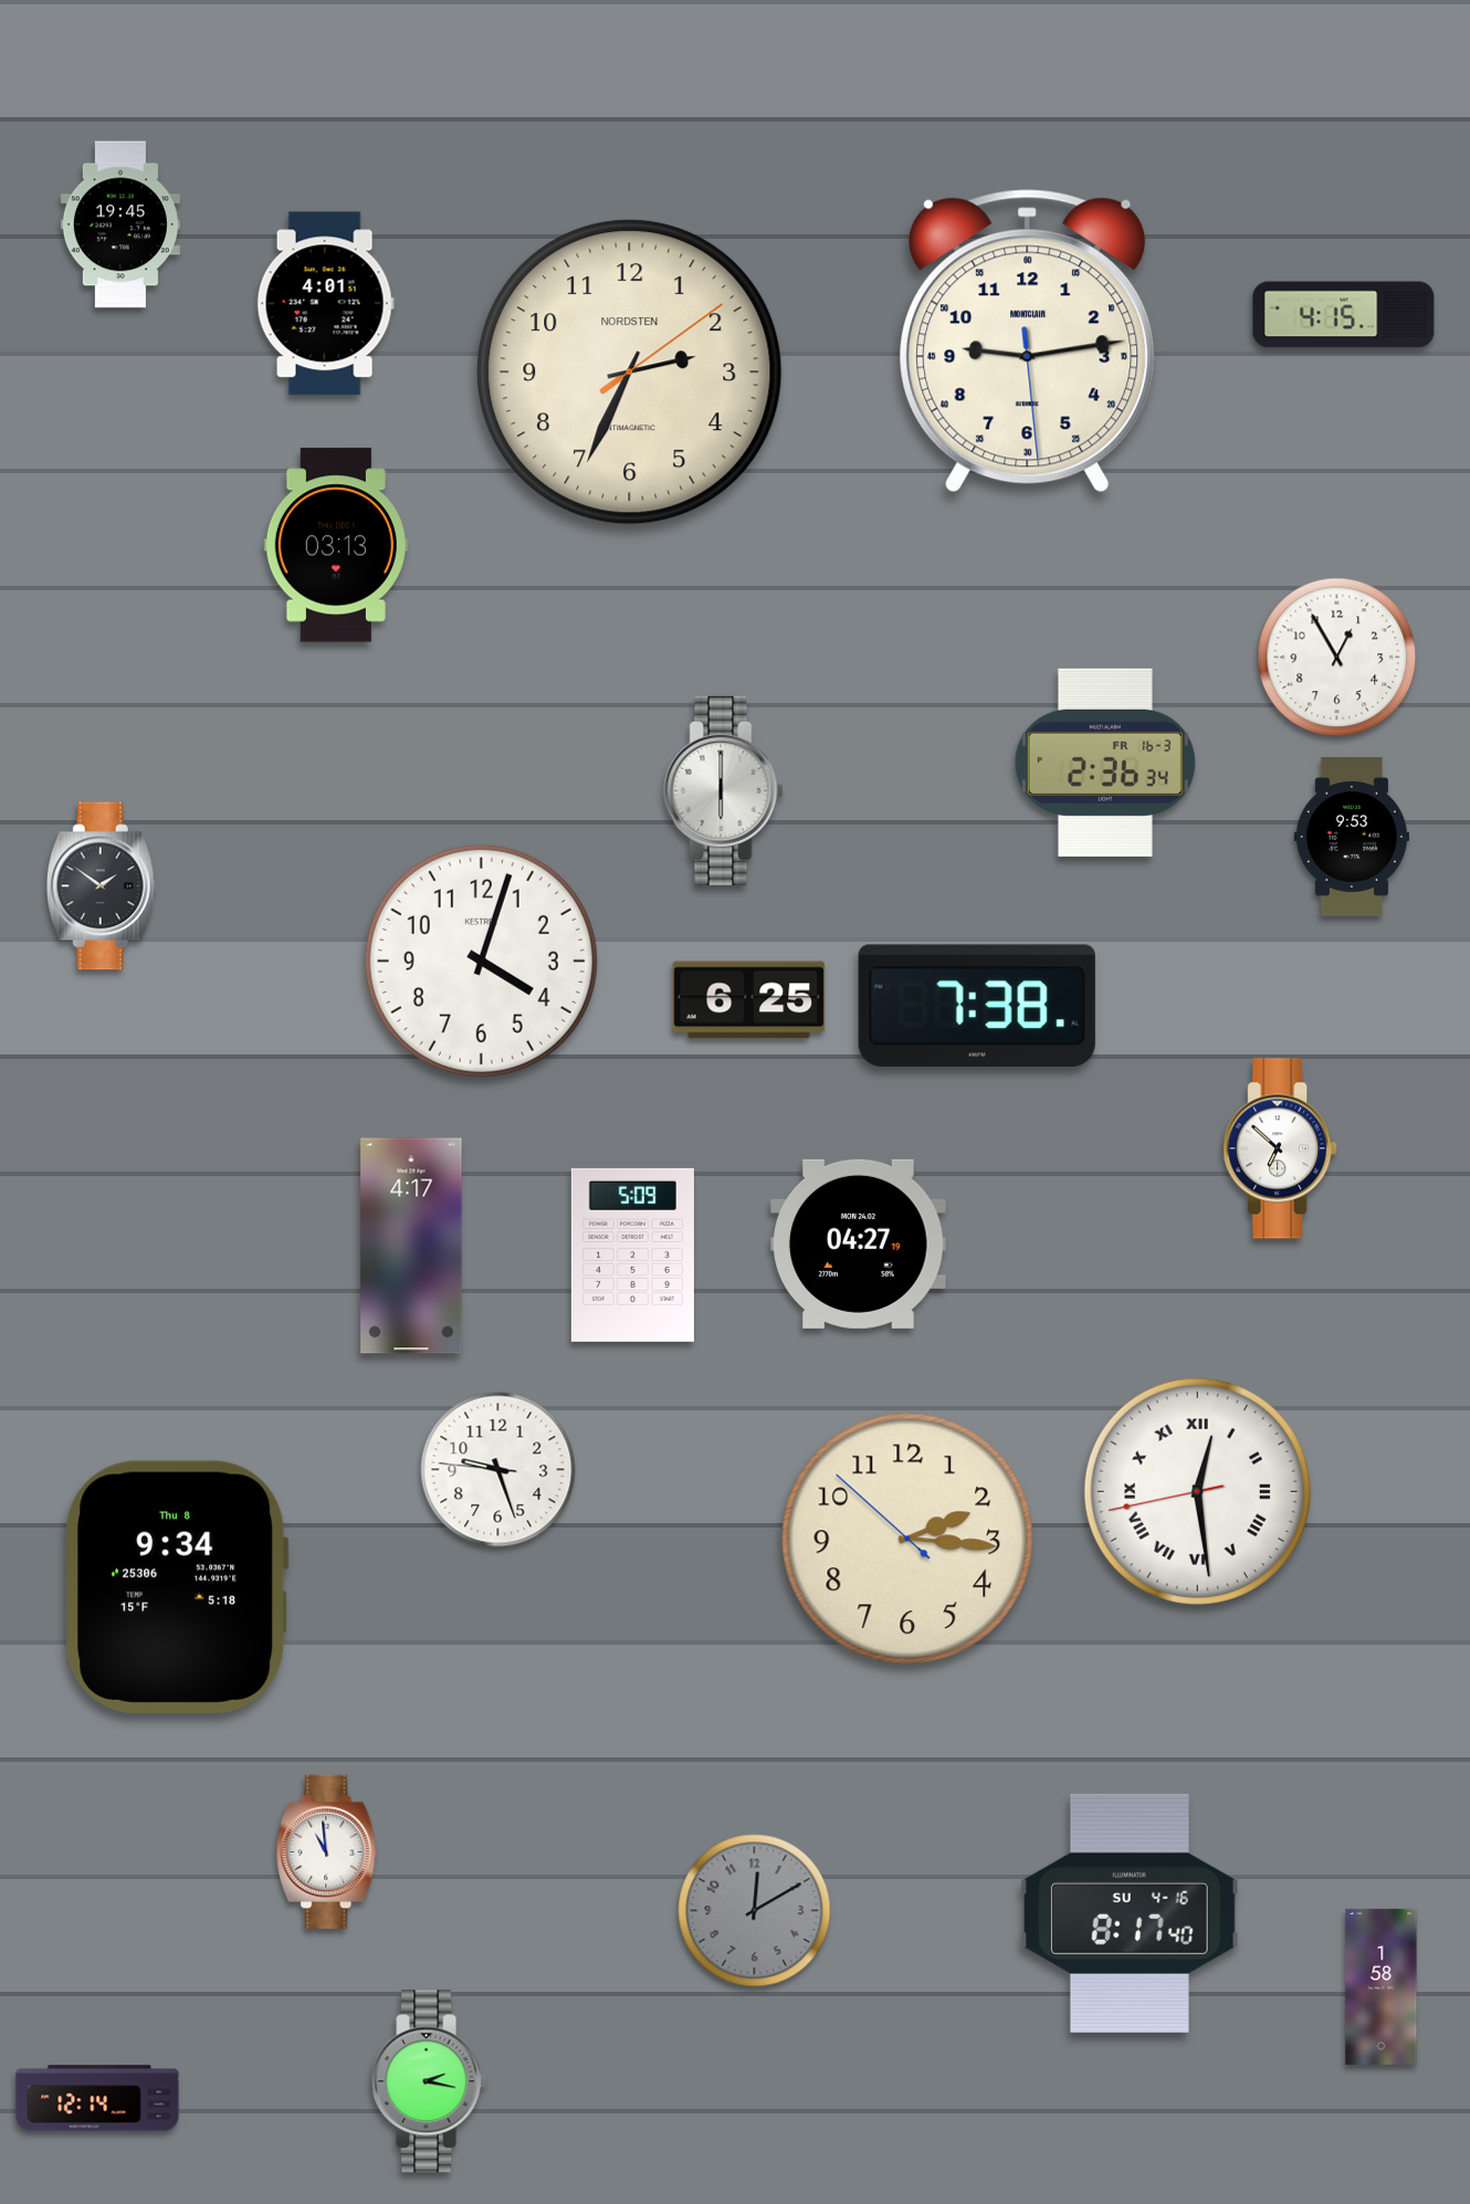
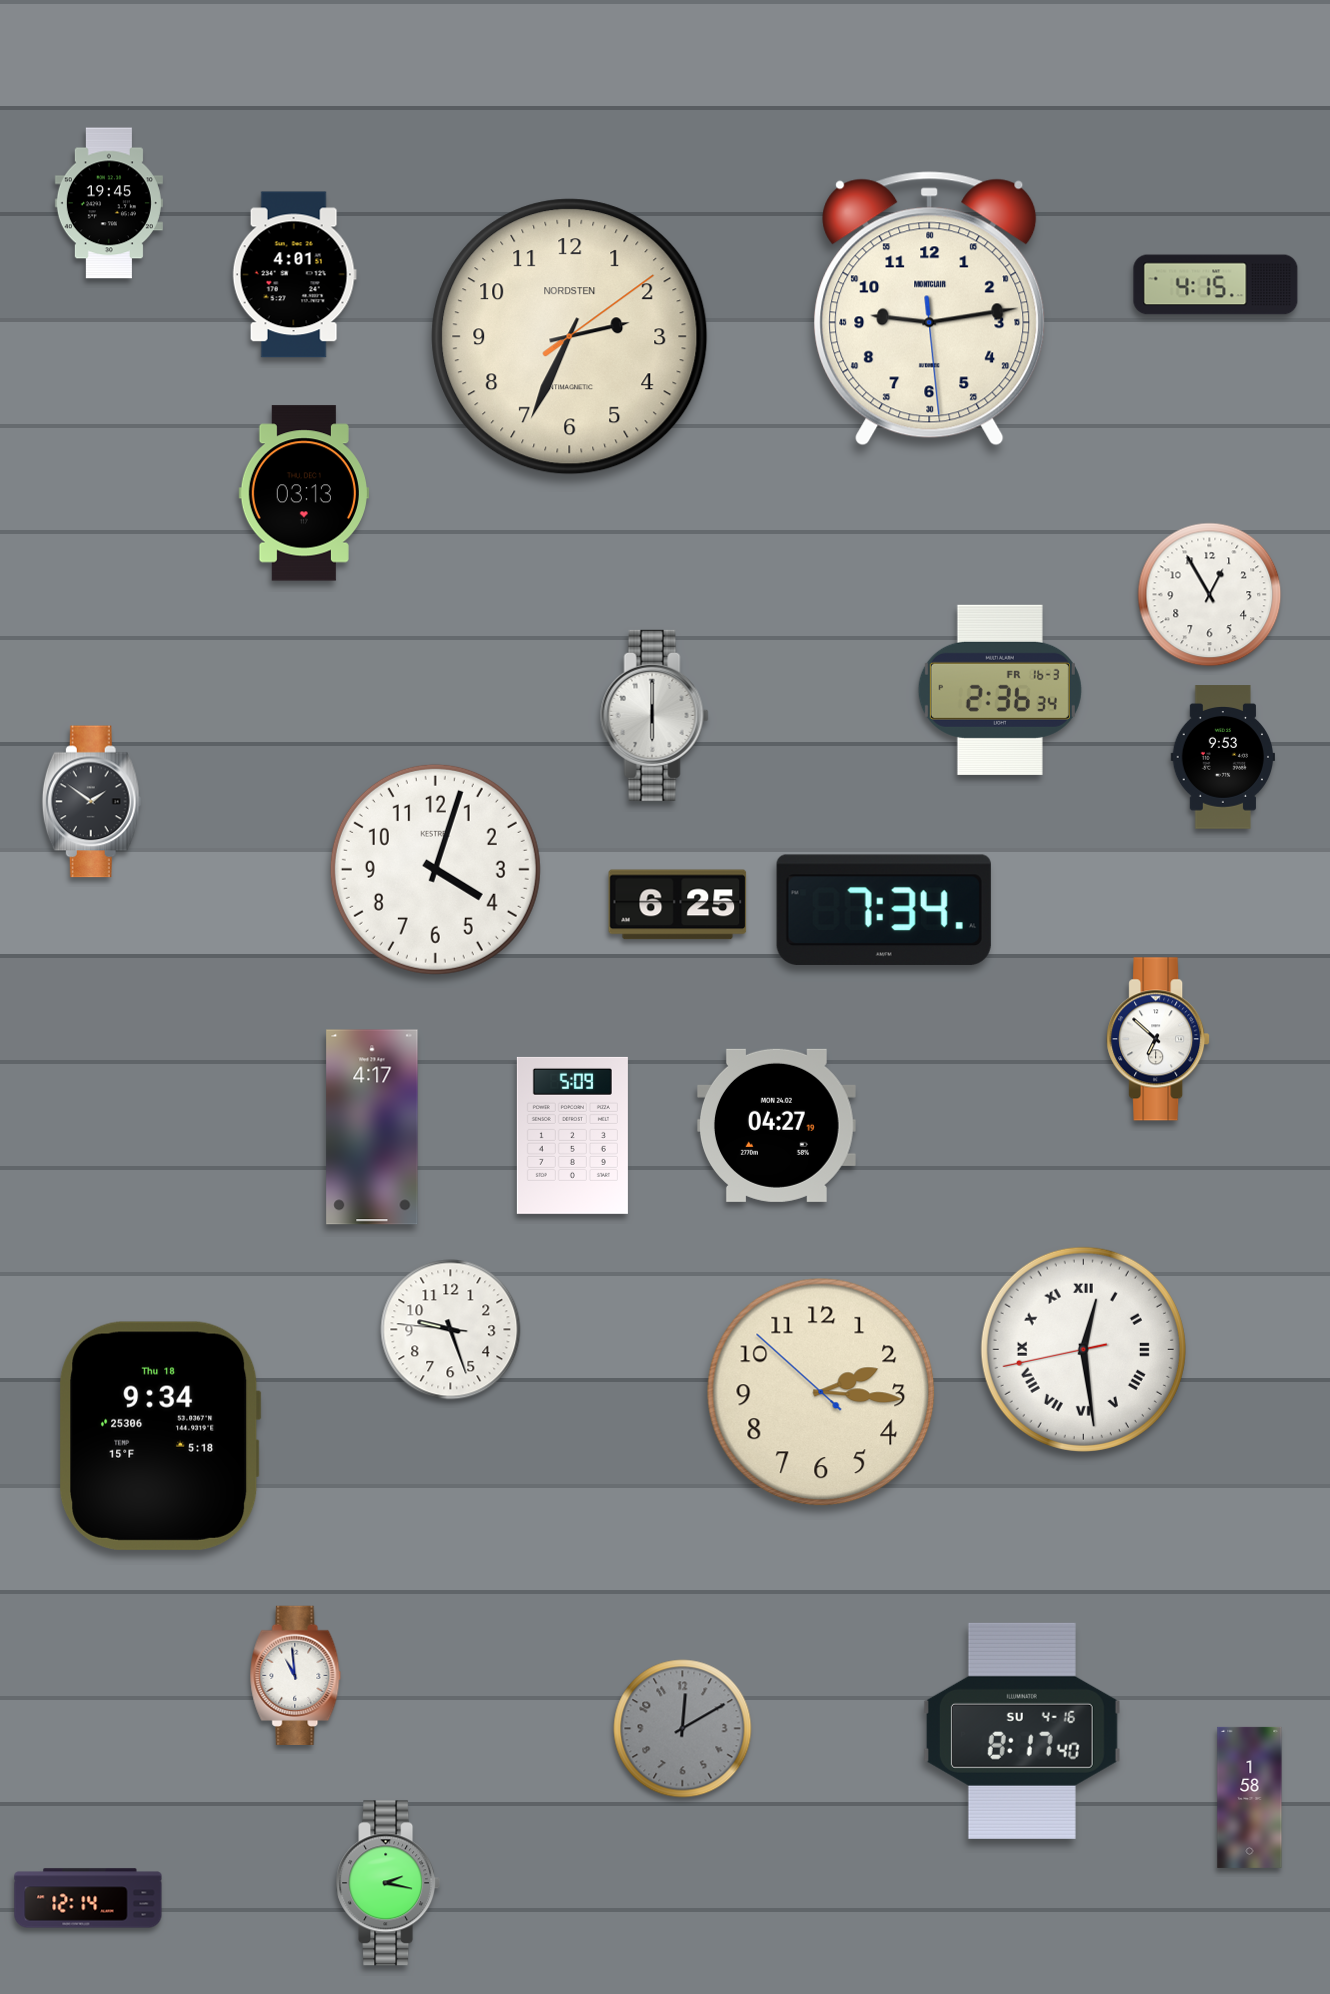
clock at (977, 1006): 7:38 -> 7:34
clock at (177, 1587) date: Thu 8 -> Thu 18
